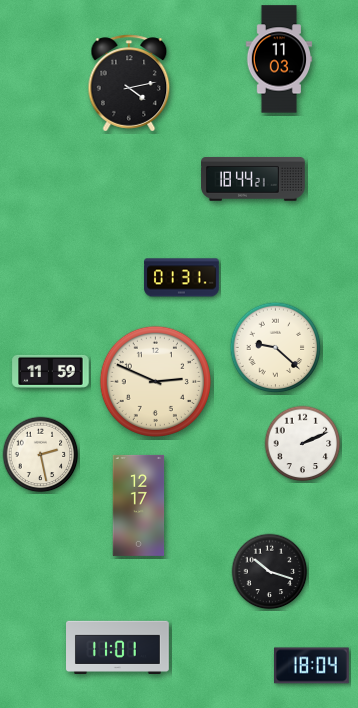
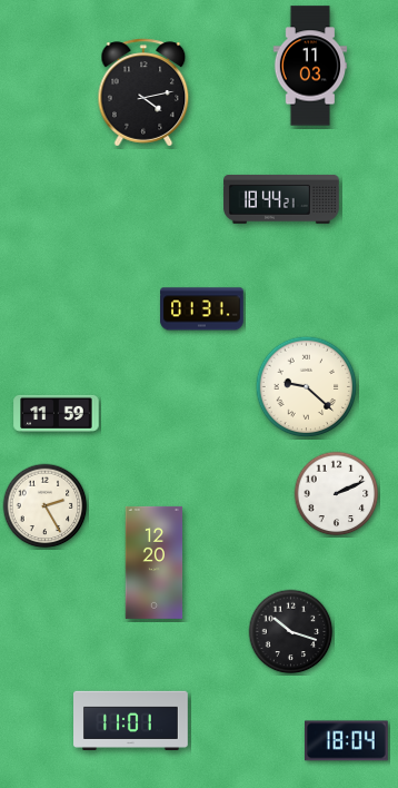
clock at (155, 381): 2:49 -> none
clock at (41, 455): 2:28 -> 2:25
clock at (139, 505): 12:17 -> 12:20
clock at (270, 572) position: (270, 572) -> (291, 632)
